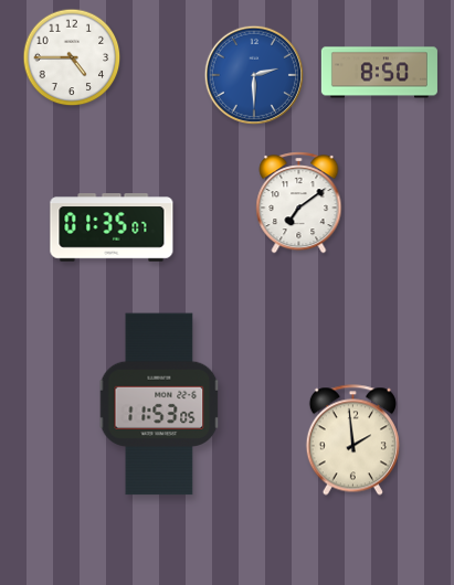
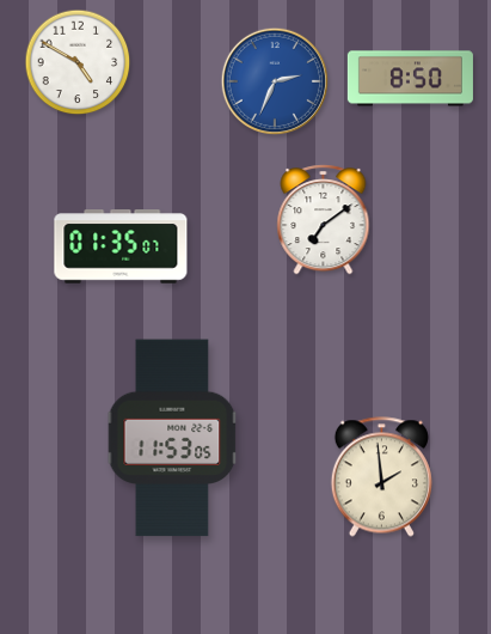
clock at (72, 57): 4:45 -> 4:50
clock at (253, 74): 2:30 -> 2:34
